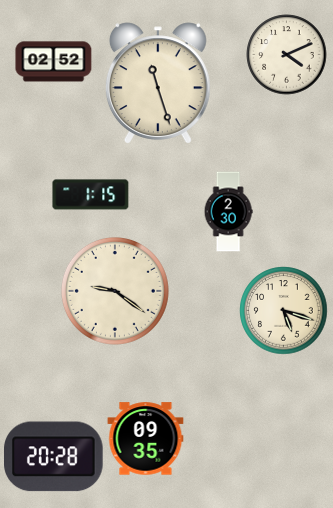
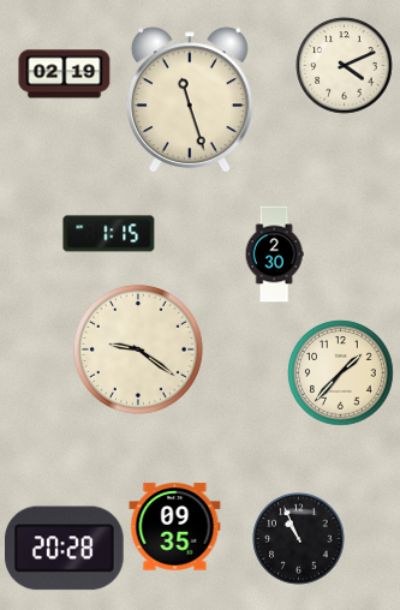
clock at (54, 62): 02:52 -> 02:19
clock at (284, 311): 5:18 -> 1:37
clock at (299, 539): none -> 10:56
